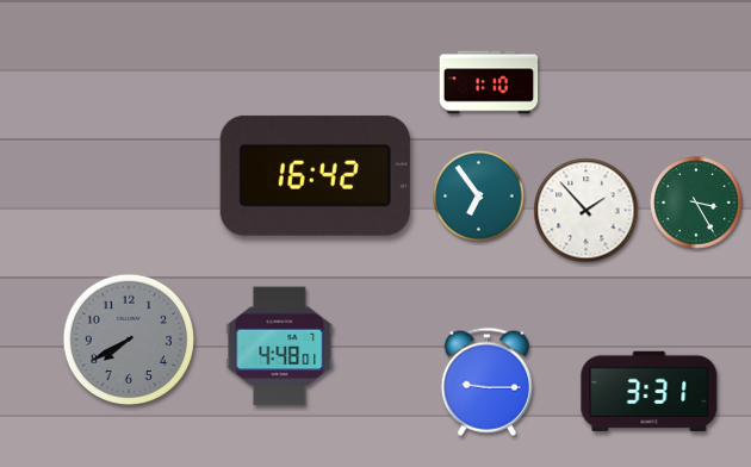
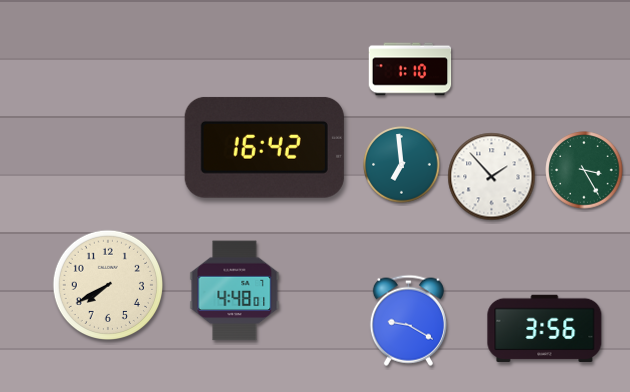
clock at (479, 197): 6:54 -> 6:59
clock at (128, 338) dial: grey -> cream
clock at (486, 381): 9:15 -> 9:20
clock at (650, 391): 3:31 -> 3:56
